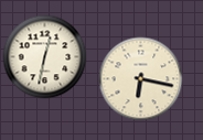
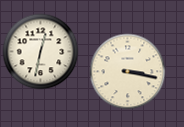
clock at (141, 79): 6:17 -> 3:17
